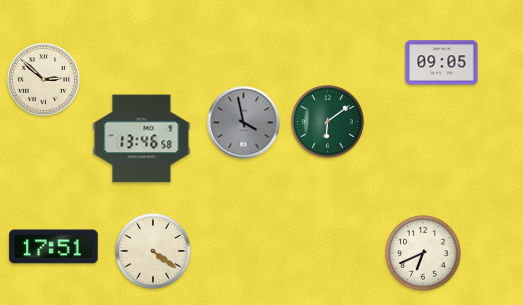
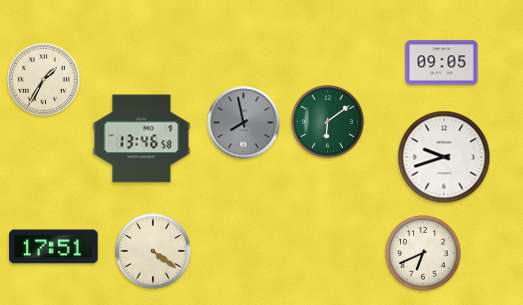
clock at (44, 80): 2:52 -> 1:35
clock at (244, 123): 3:58 -> 7:58
clock at (444, 157): none -> 9:42
